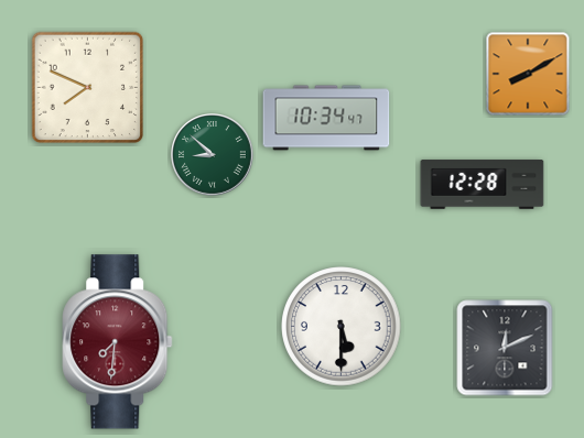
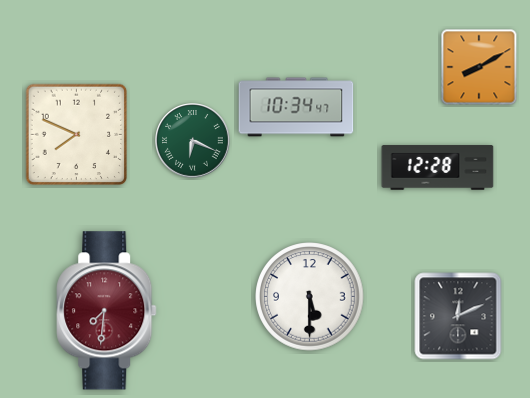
clock at (88, 88) position: (88, 88) -> (77, 135)
clock at (213, 155): 8:52 -> 6:19
